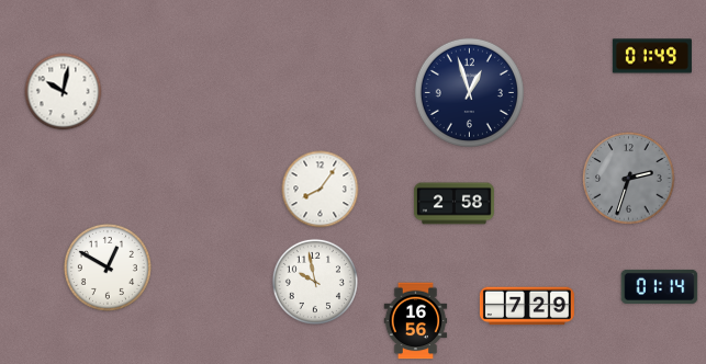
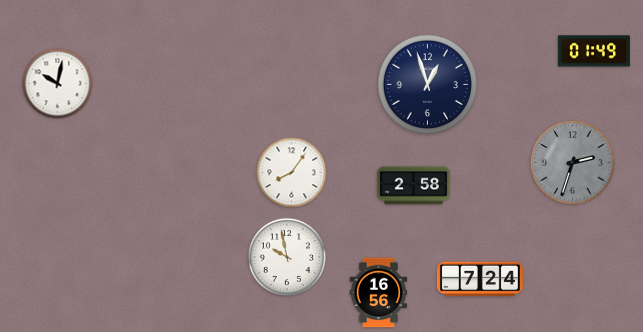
clock at (108, 268): 12:50 -> none
clock at (660, 286): 01:14 -> none
clock at (527, 306): 7:29 -> 7:24
